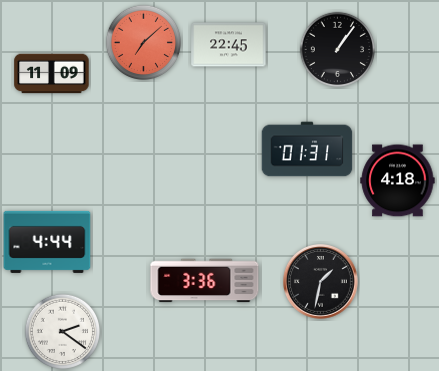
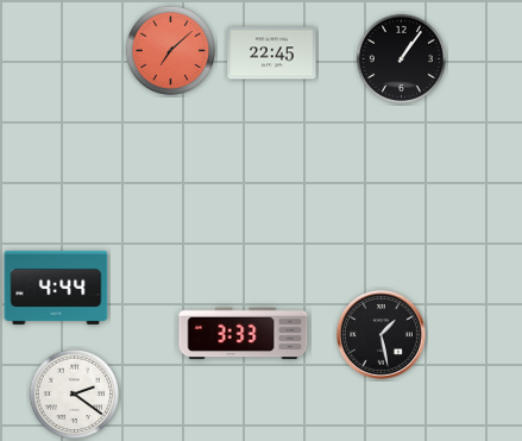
clock at (52, 74): 11:09 -> none
clock at (307, 149): 01:31 -> none
clock at (398, 181): 4:18 -> none
clock at (205, 281): 3:36 -> 3:33
clock at (321, 282): 1:32 -> 1:28
